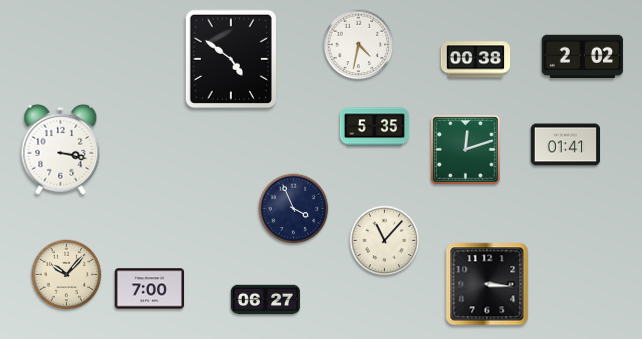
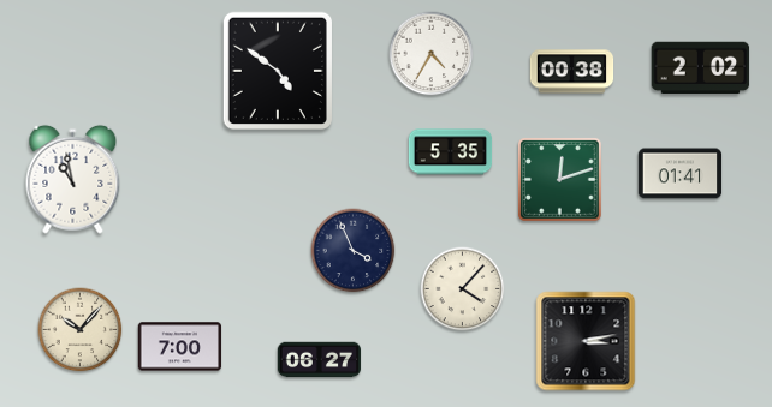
clock at (359, 45): 4:32 -> 4:35
clock at (61, 149): 3:17 -> 10:58
clock at (385, 241): 11:07 -> 4:07
clock at (487, 284): 3:16 -> 3:13
